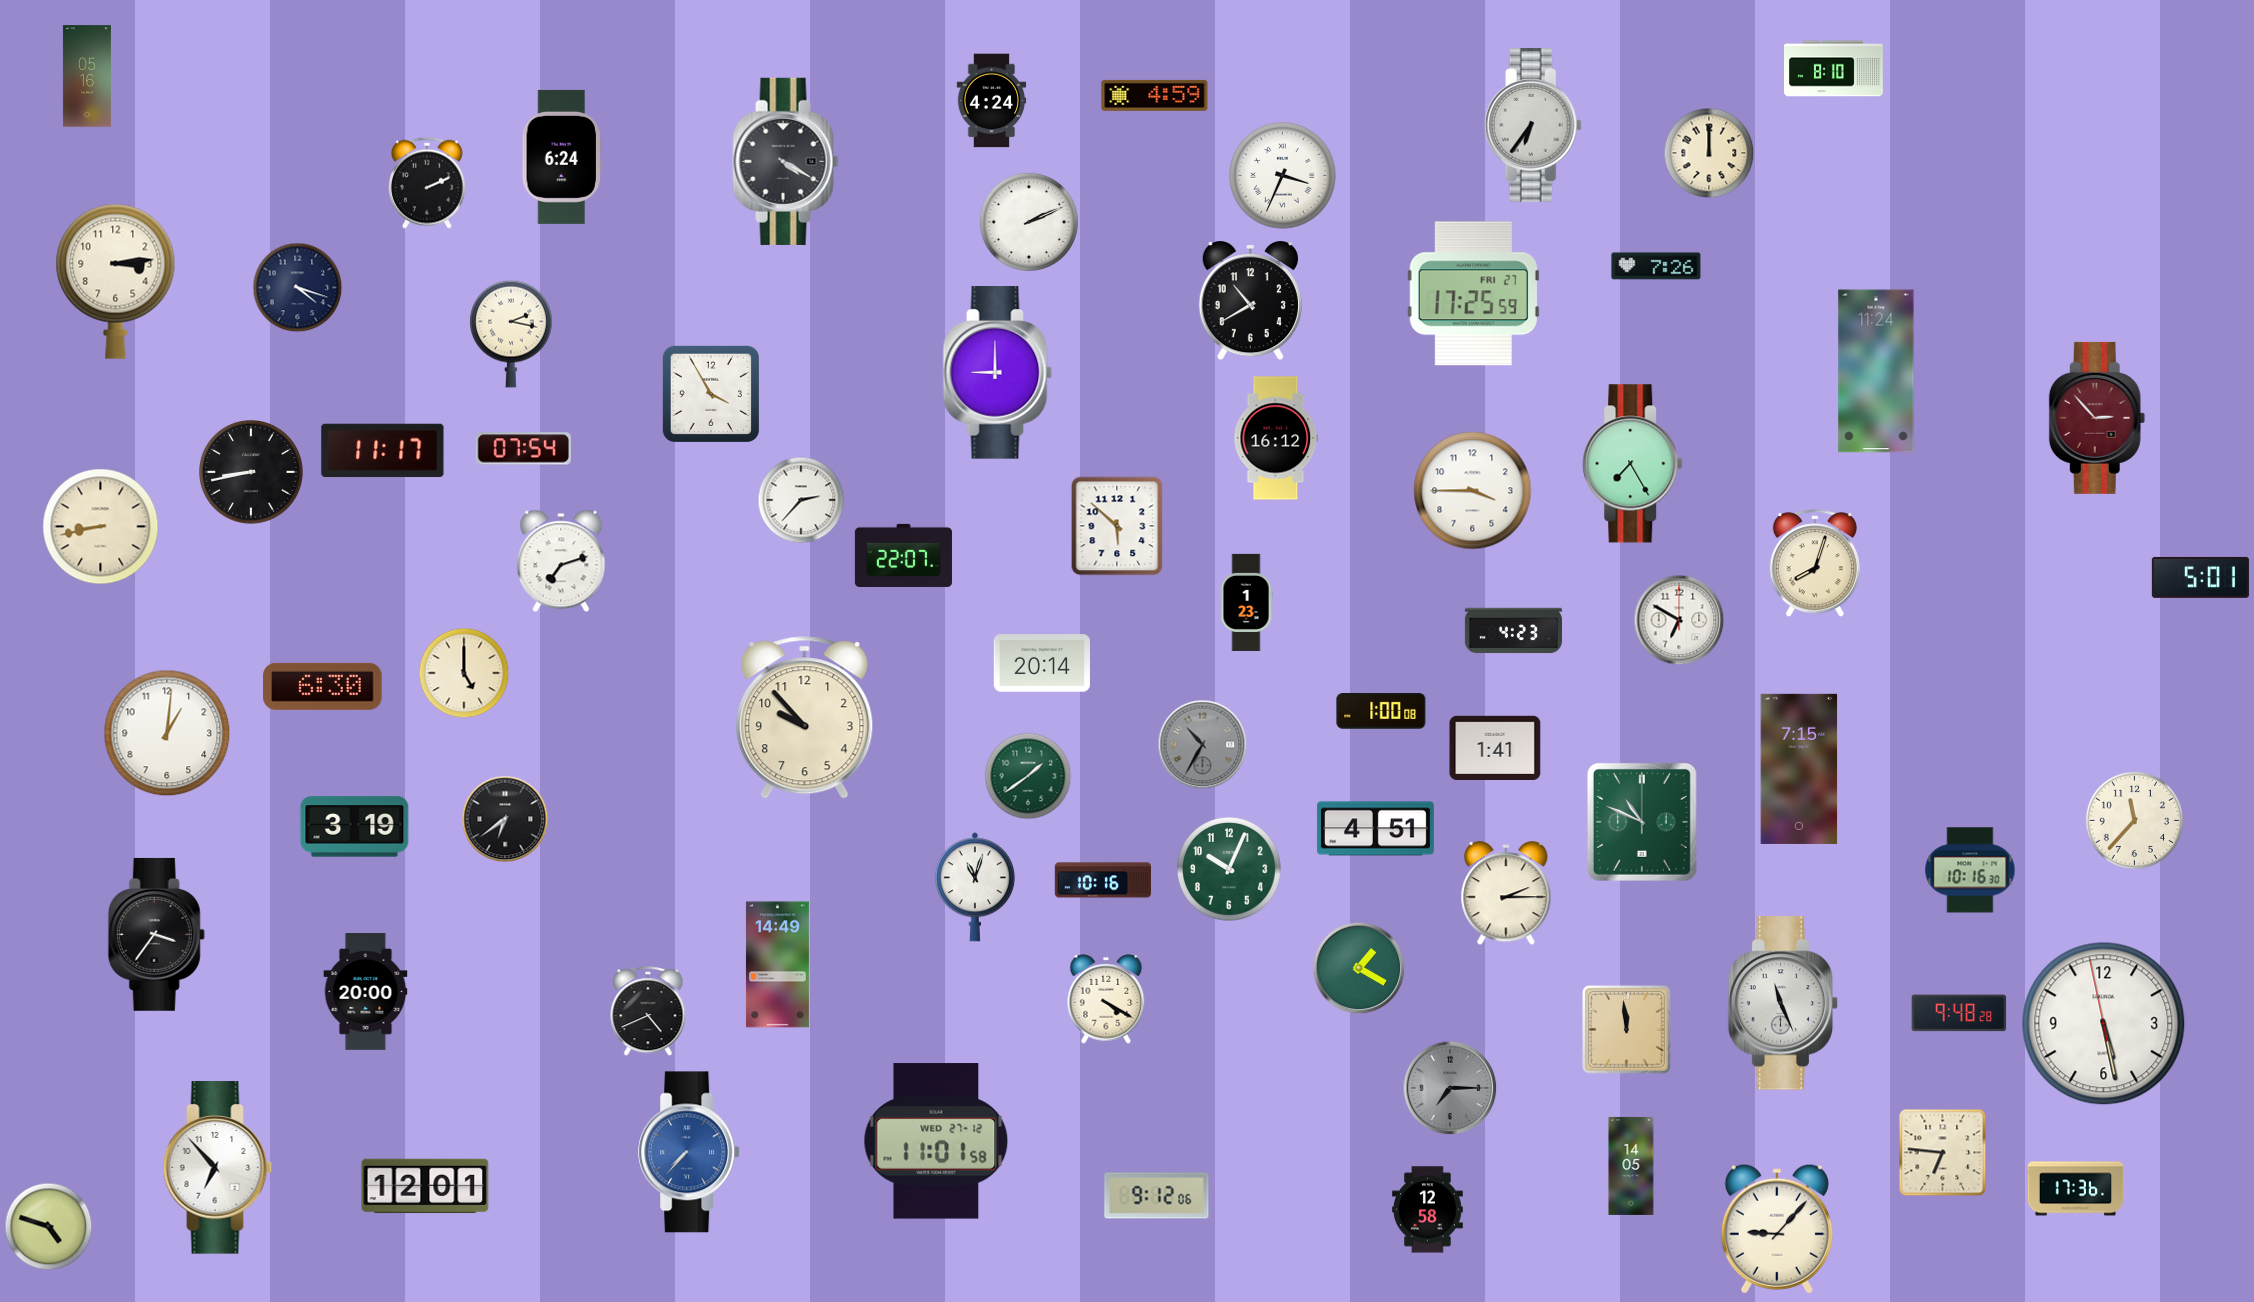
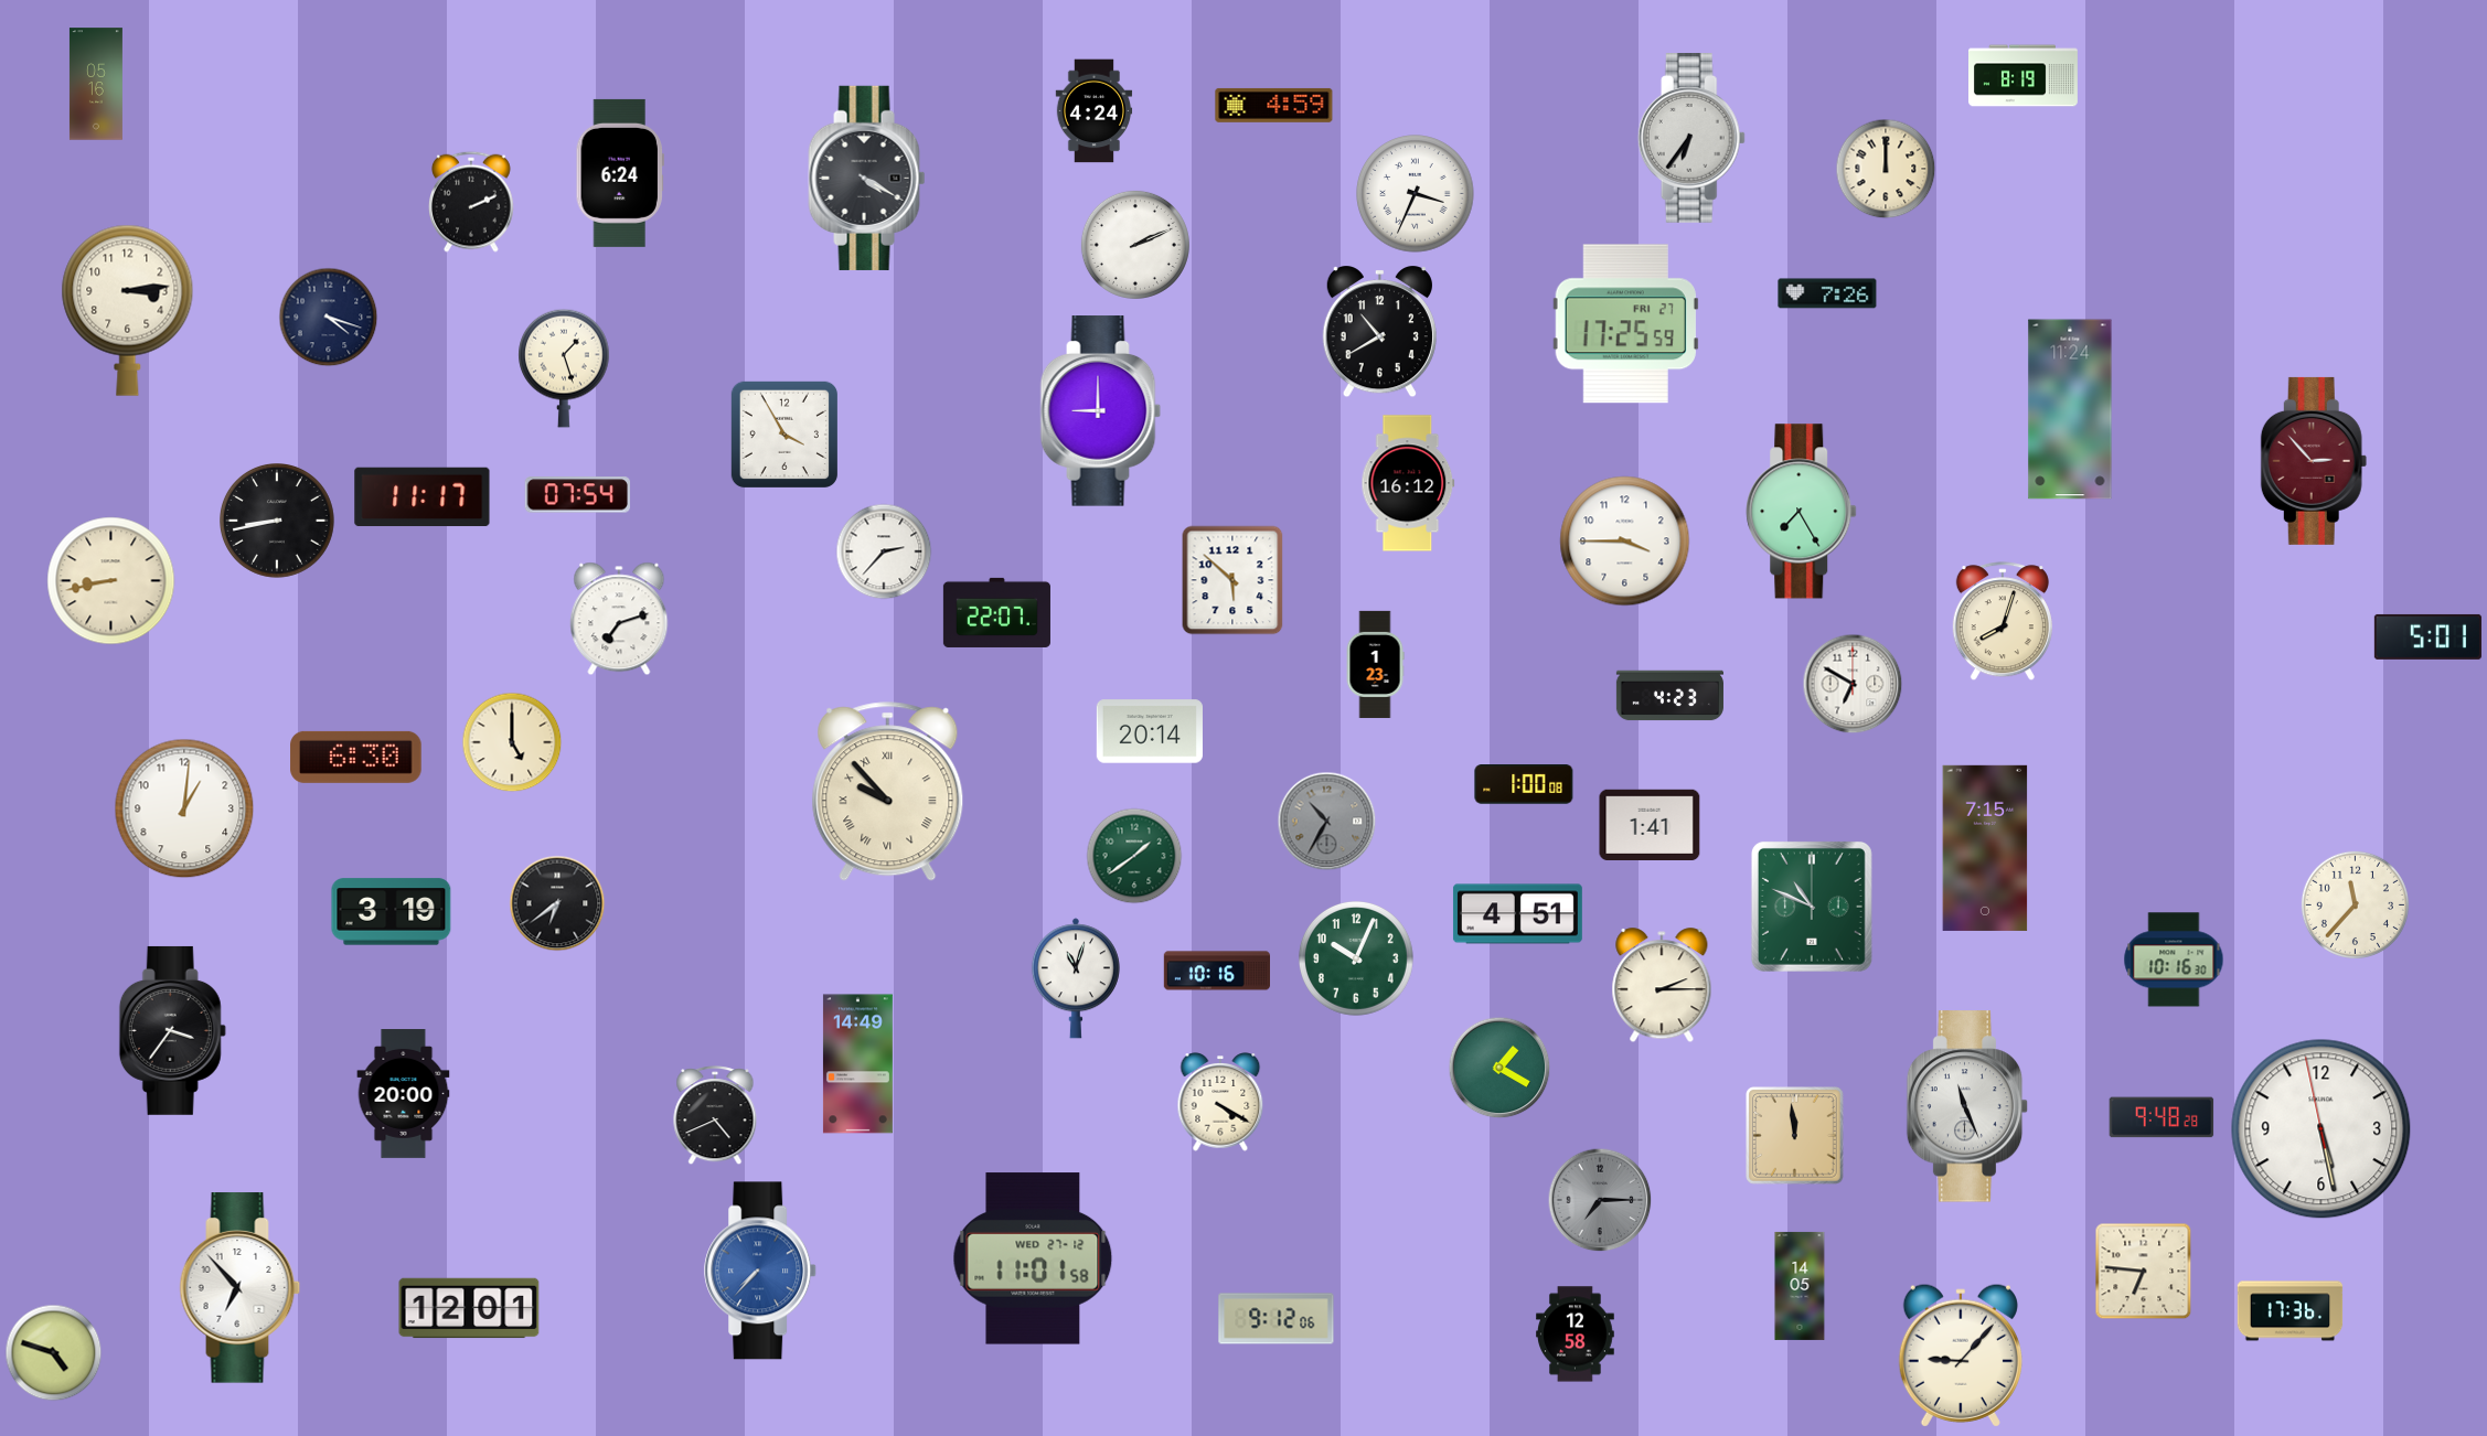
clock at (1834, 69): 8:10 -> 8:19
clock at (511, 334): 2:17 -> 1:27
clock at (805, 718) numerals: Arabic -> Roman
